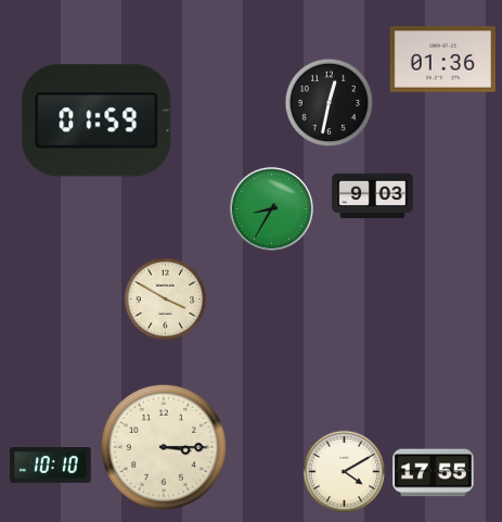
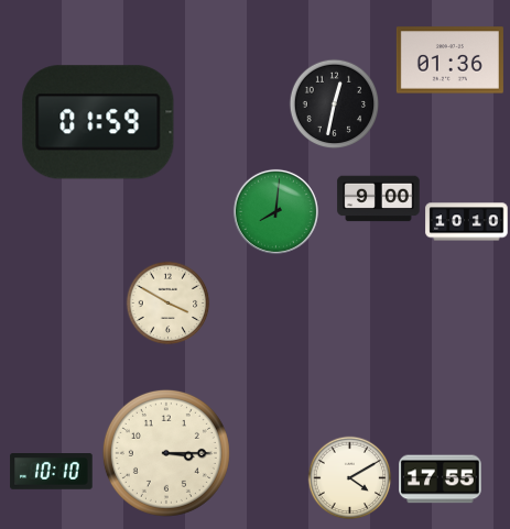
clock at (373, 196): 9:03 -> 9:00
clock at (271, 208): 8:35 -> 8:01
clock at (467, 222): none -> 10:10
